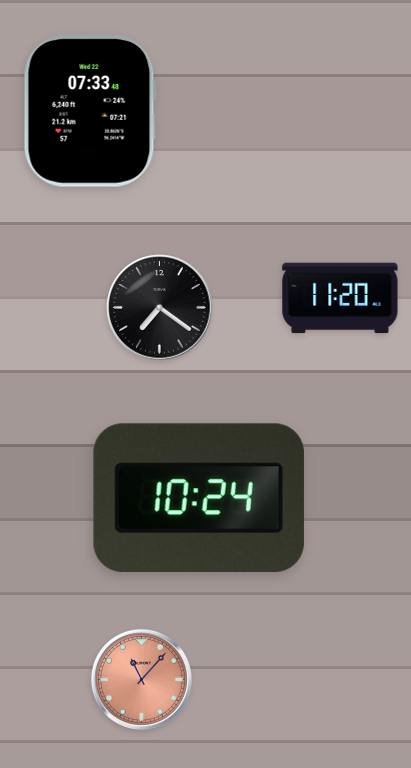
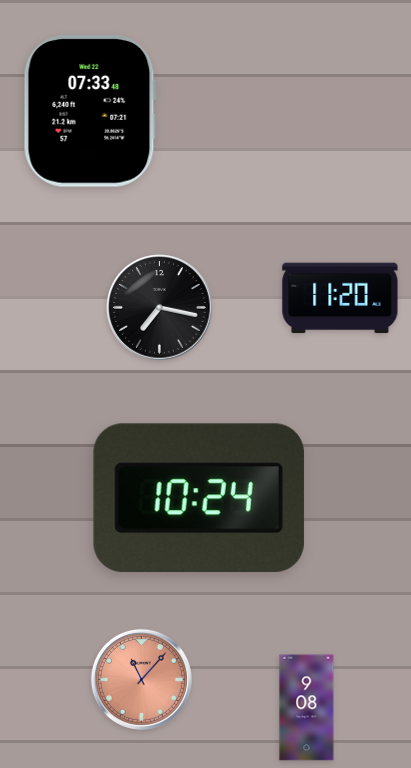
clock at (160, 308): 7:21 -> 7:17
clock at (307, 708): none -> 9:08
